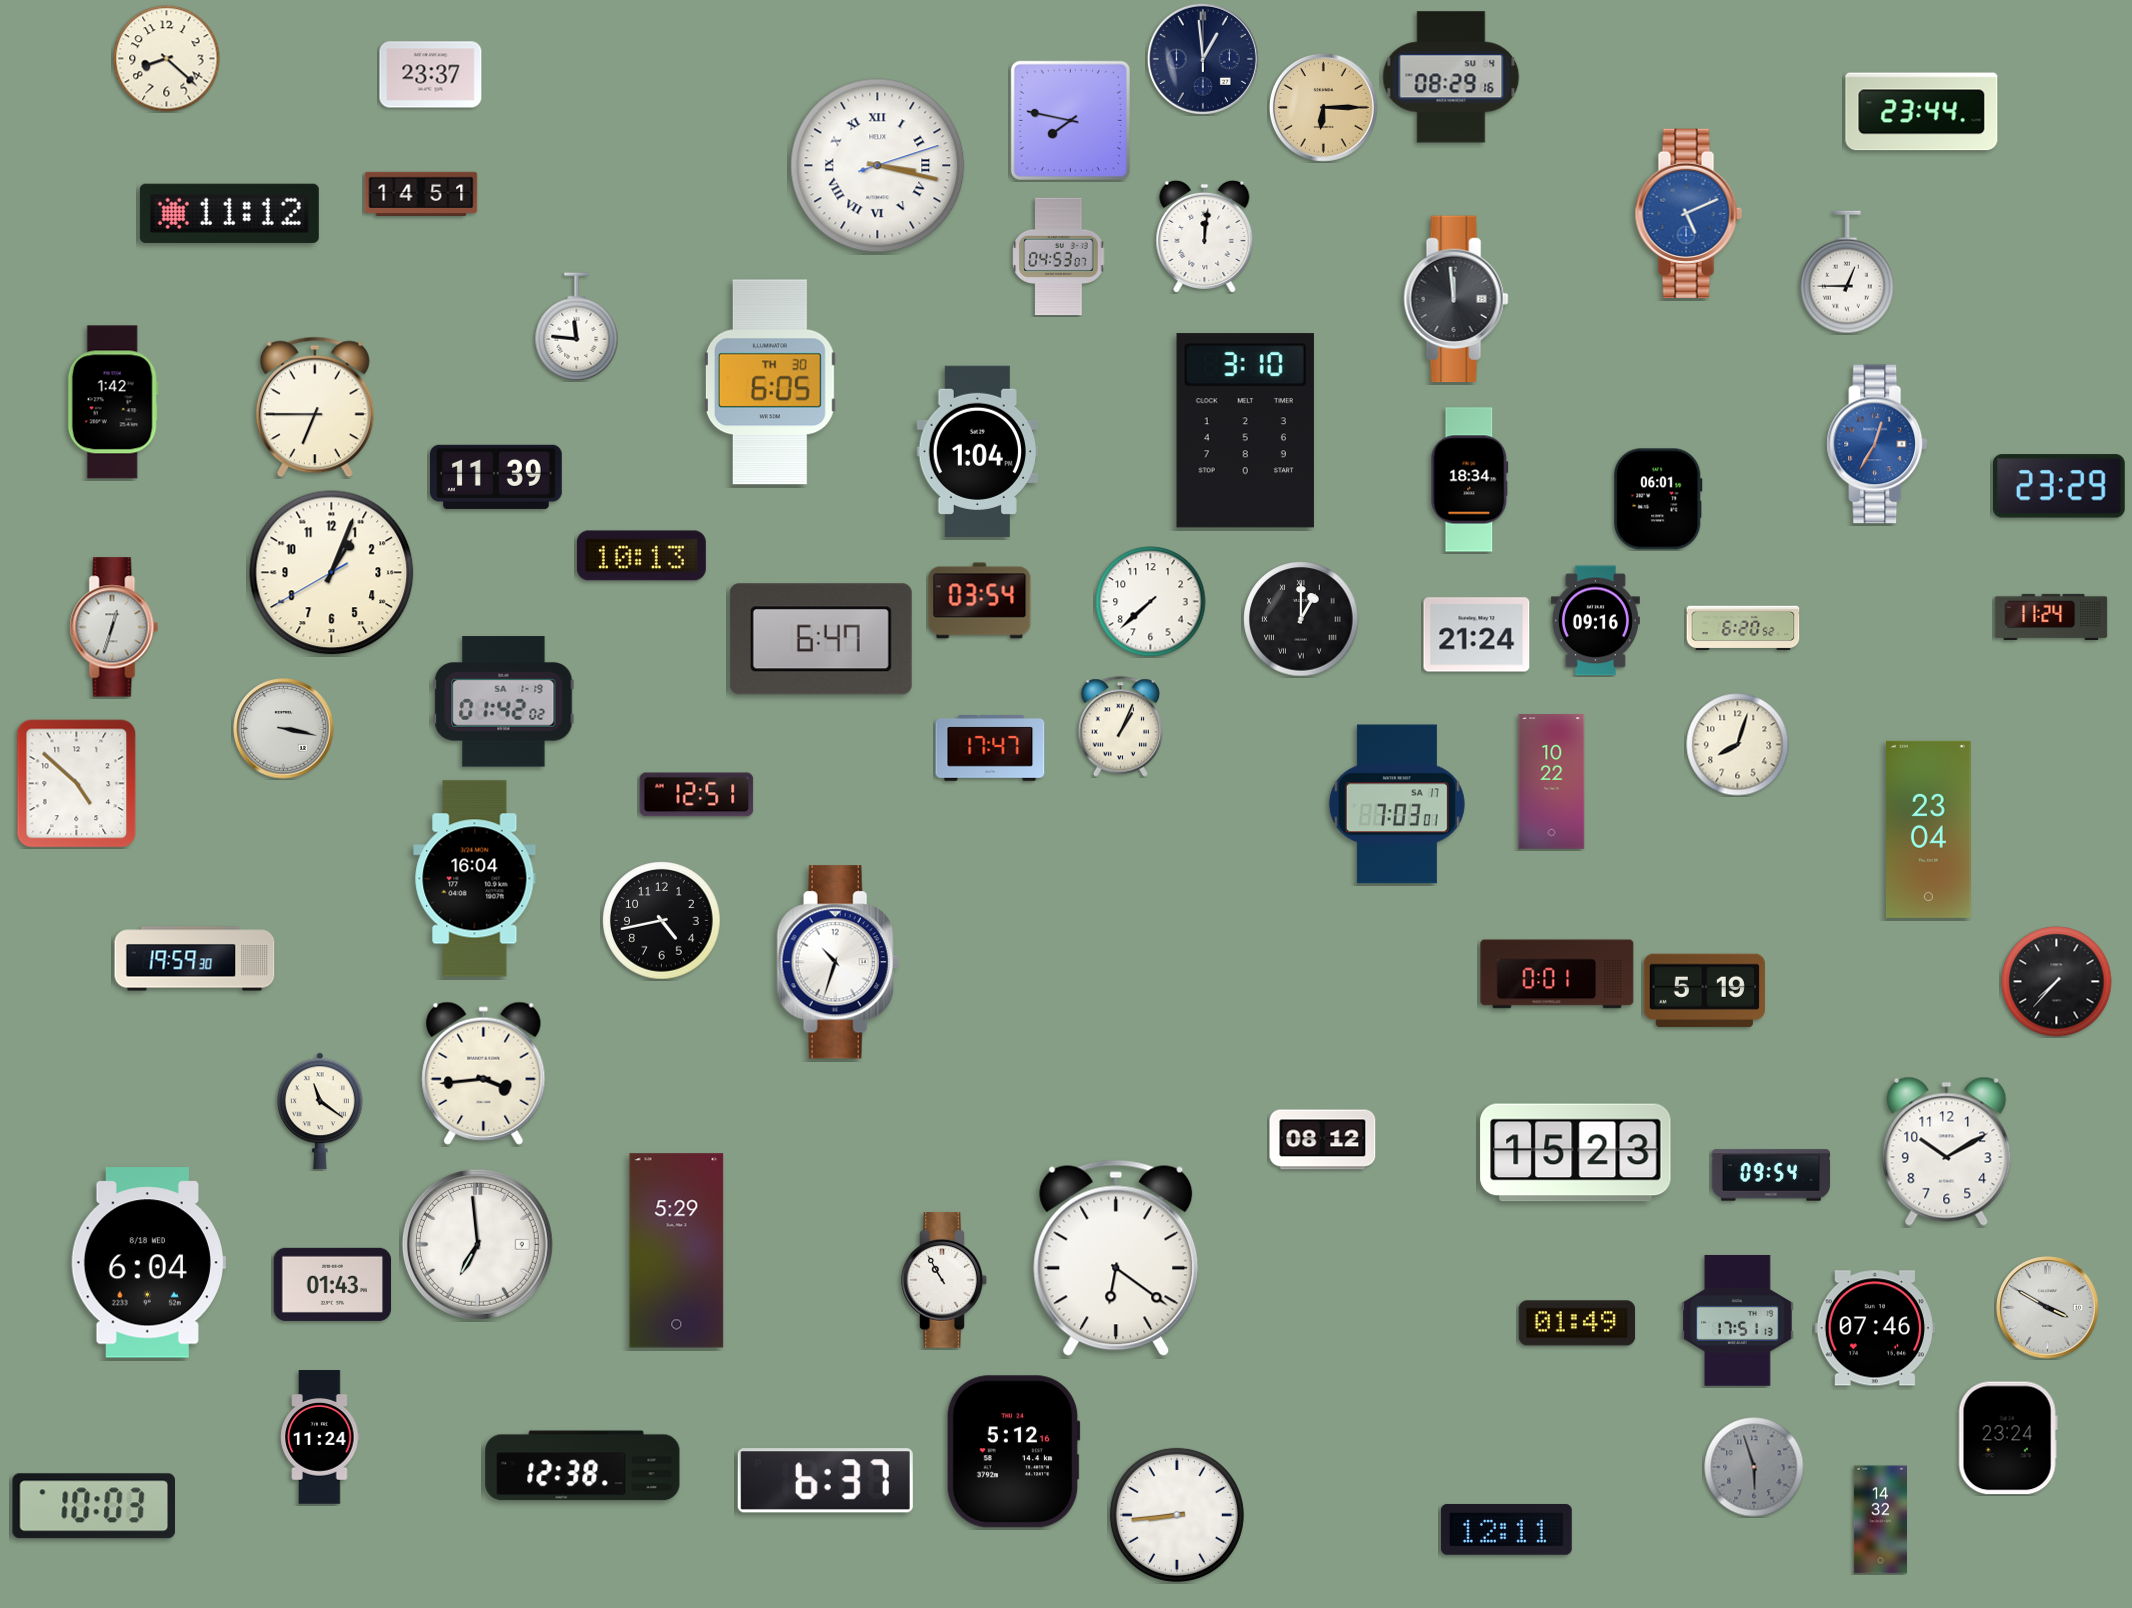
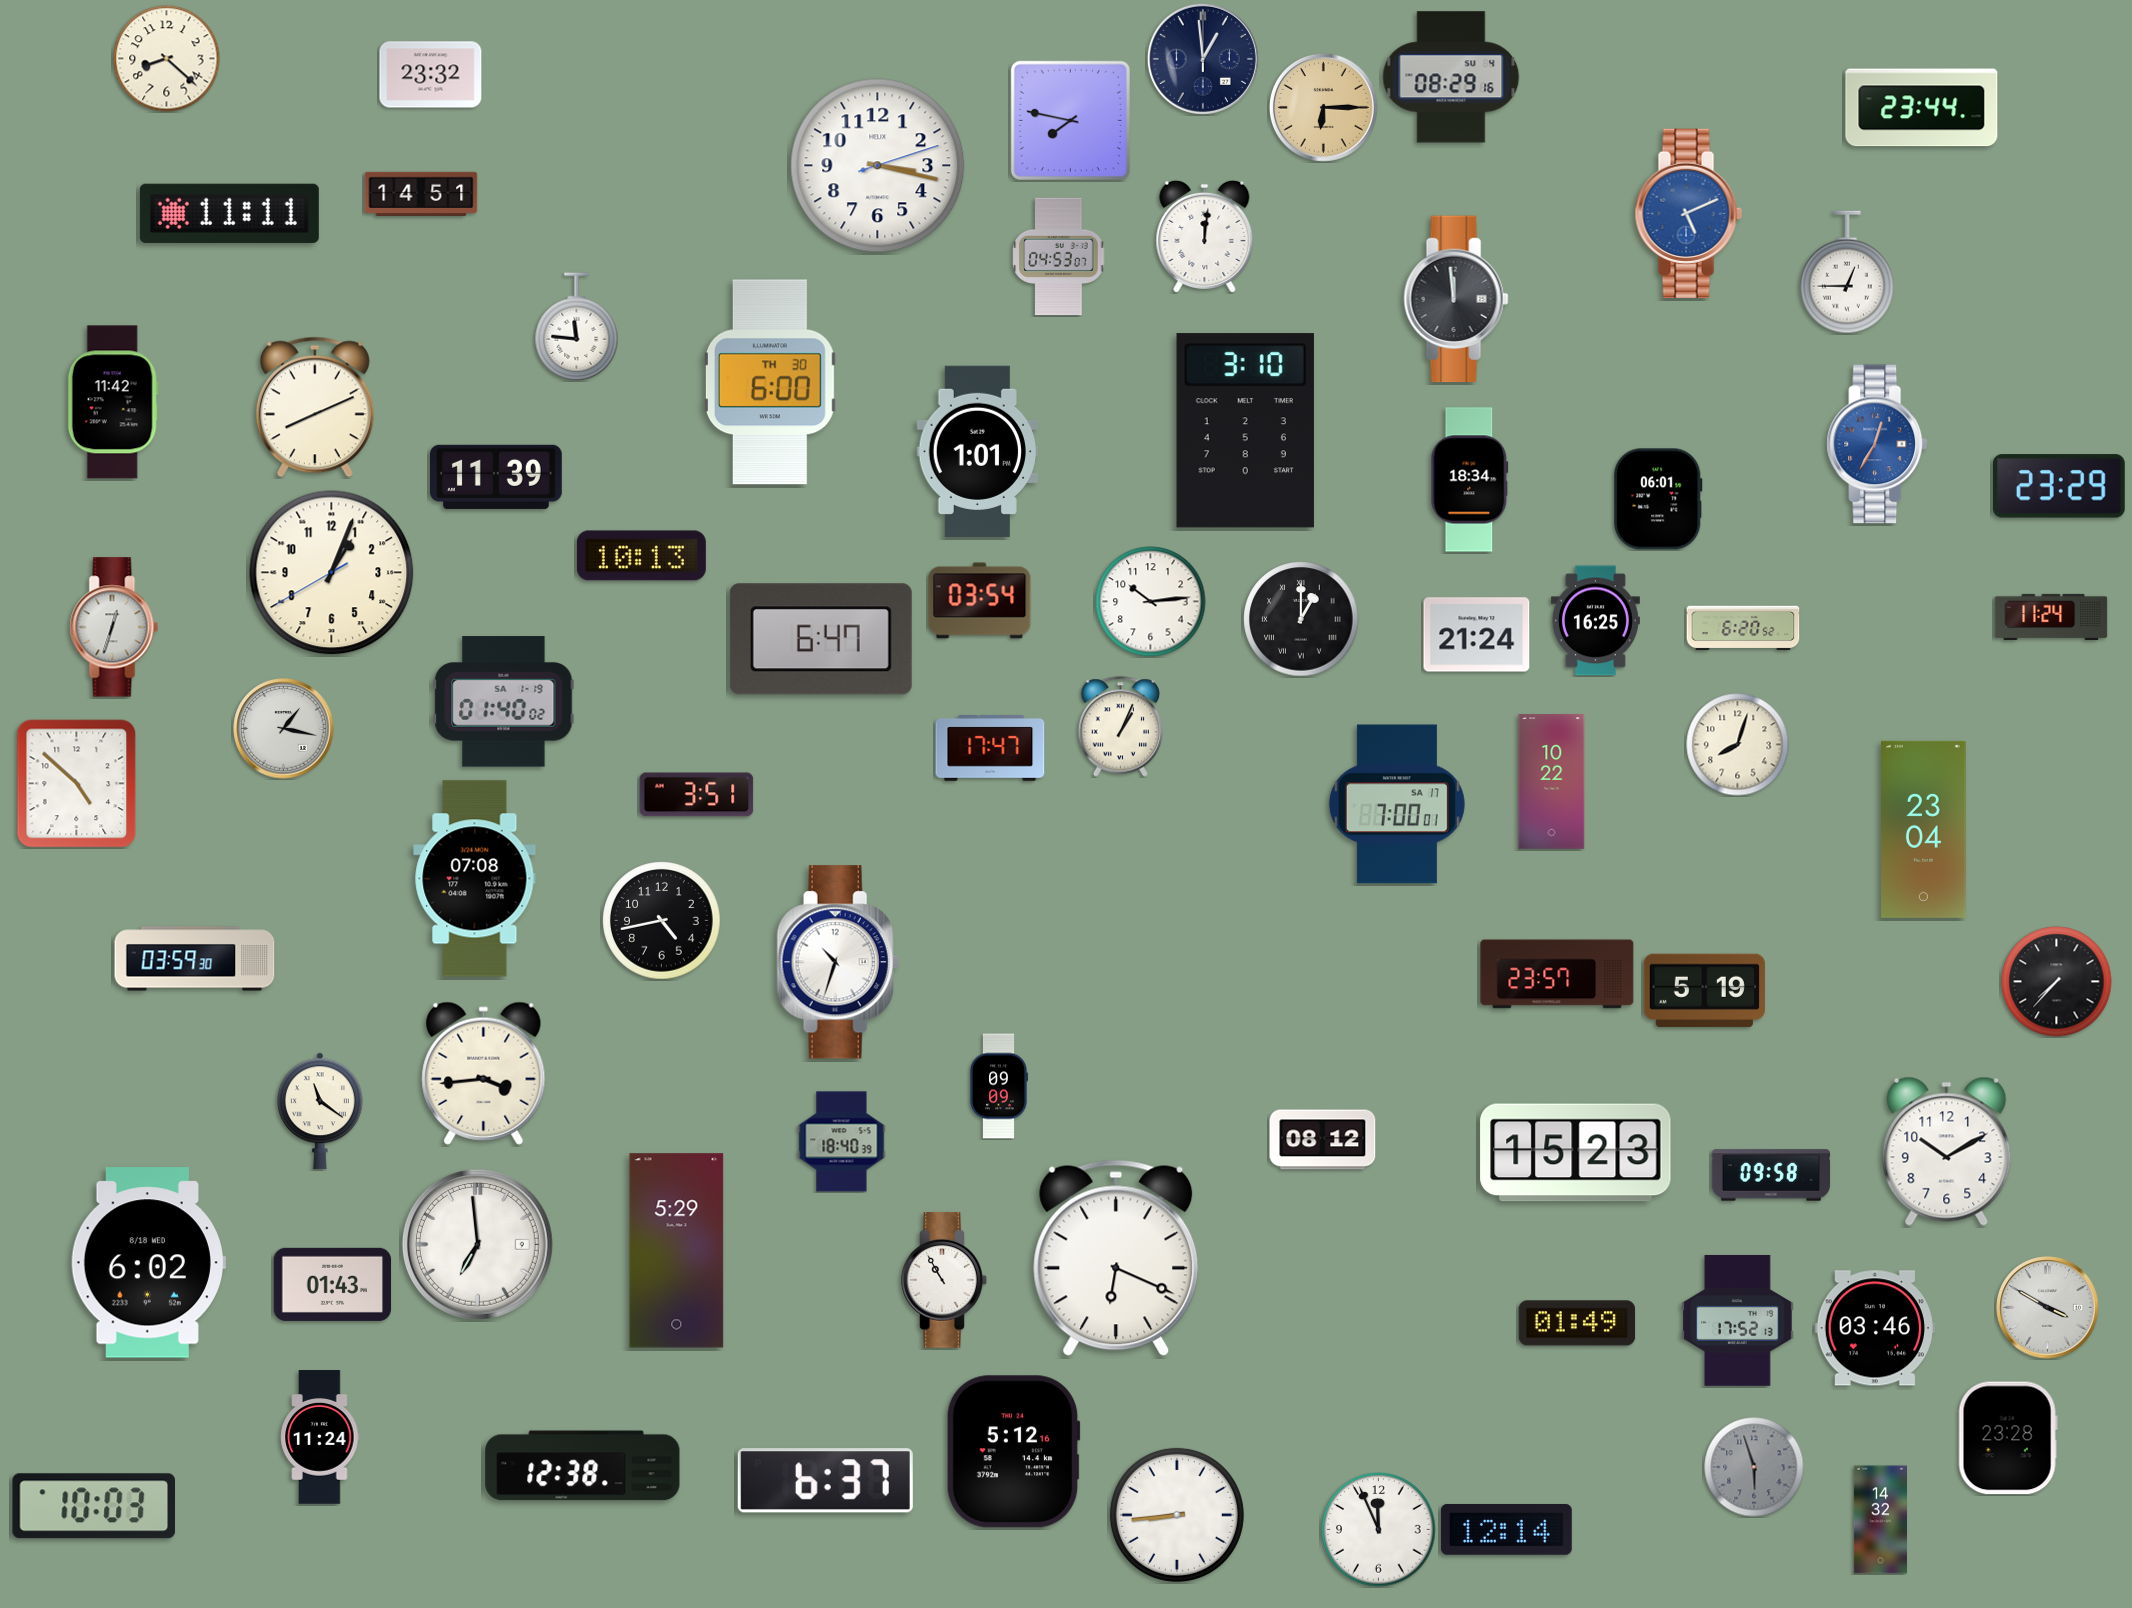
clock at (431, 75): 23:37 -> 23:32
clock at (1922, 112) position: (1922, 112) -> (1922, 108)
clock at (878, 166) numerals: Roman -> Arabic
clock at (229, 213): 11:12 -> 11:11
clock at (770, 382): 6:05 -> 6:00
clock at (113, 402): 1:42 -> 11:42
clock at (315, 407): 6:45 -> 8:11
clock at (977, 451): 1:04 -> 1:01
clock at (1151, 602): 7:38 -> 10:14
clock at (1595, 621): 09:16 -> 16:25
clock at (504, 702): 01:42 -> 01:40
clock at (284, 729): 3:17 -> 1:17
clock at (697, 795): 12:51 -> 3:51
clock at (1397, 804): 7:03 -> 7:00
clock at (1929, 829) position: (1929, 829) -> (1924, 829)
clock at (475, 879): 16:04 -> 07:08
clock at (195, 959): 19:59 -> 03:59
clock at (1557, 974): 0:01 -> 23:57
clock at (999, 1086): none -> 09:09
clock at (842, 1142): none -> 18:40
clock at (1771, 1175): 09:54 -> 09:58
clock at (1116, 1258): 6:21 -> 6:19
clock at (148, 1263): 6:04 -> 6:02
clock at (1738, 1320): 17:51 -> 17:52
clock at (1875, 1328): 07:46 -> 03:46
clock at (2008, 1438): 23:24 -> 23:28
clock at (1506, 1529): 12:11 -> 12:14
clock at (1379, 1530): none -> 11:56
